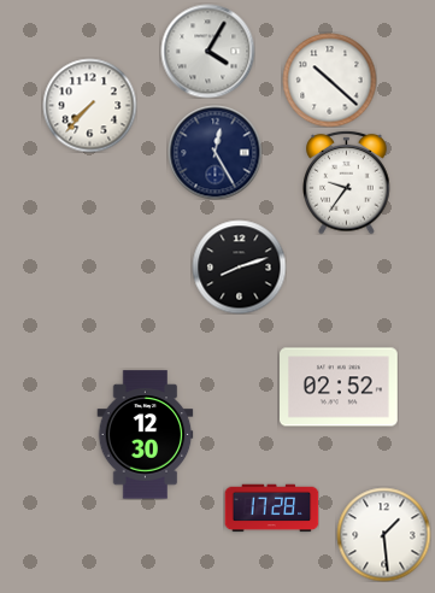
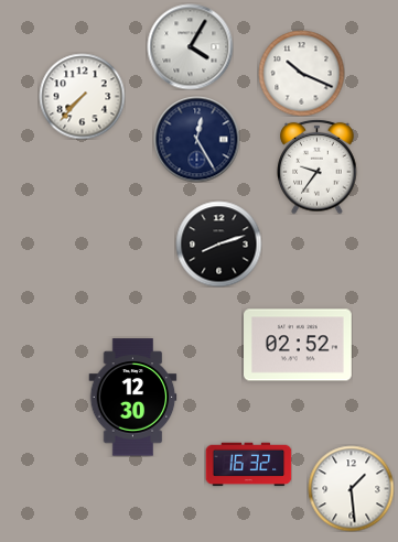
clock at (329, 80): 10:22 -> 10:19
clock at (340, 387) position: (340, 387) -> (299, 345)
clock at (271, 509): 17:28 -> 16:32
